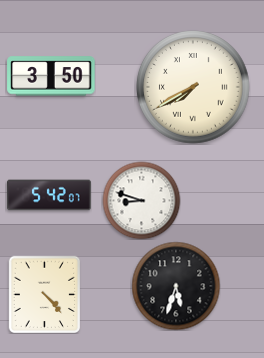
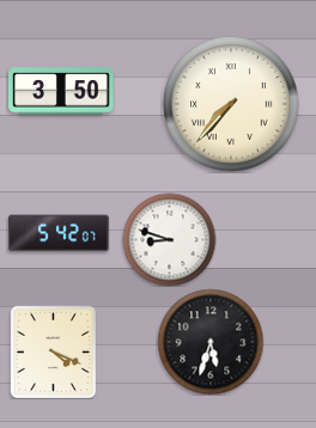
clock at (193, 87): 7:40 -> 7:37
clock at (45, 294): 4:23 -> 4:19
